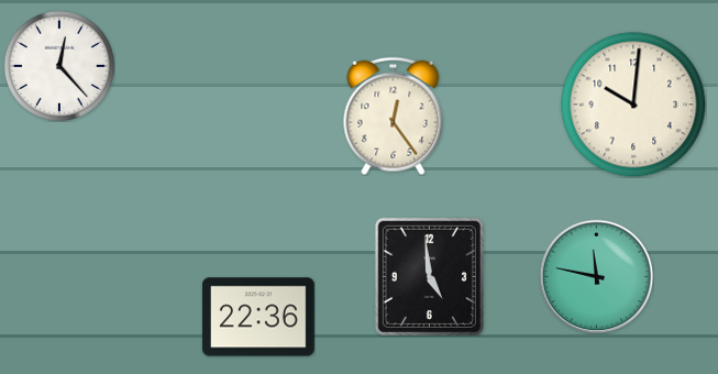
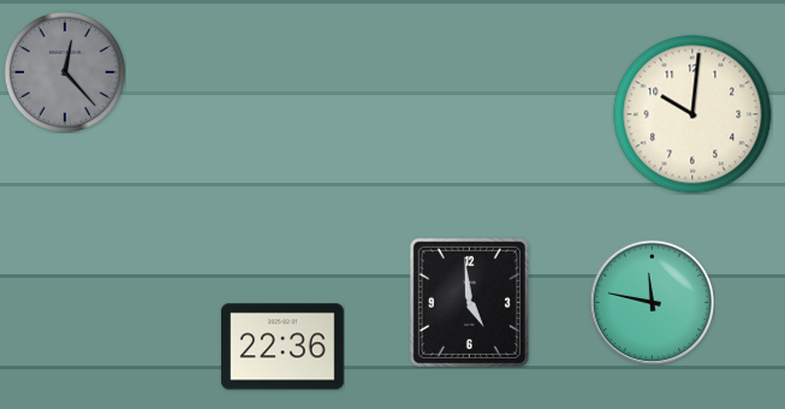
clock at (59, 66) dial: white -> grey
clock at (394, 116): 12:24 -> none
